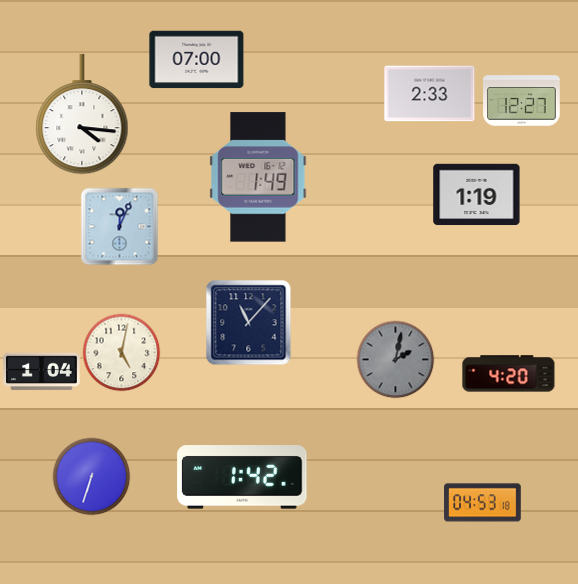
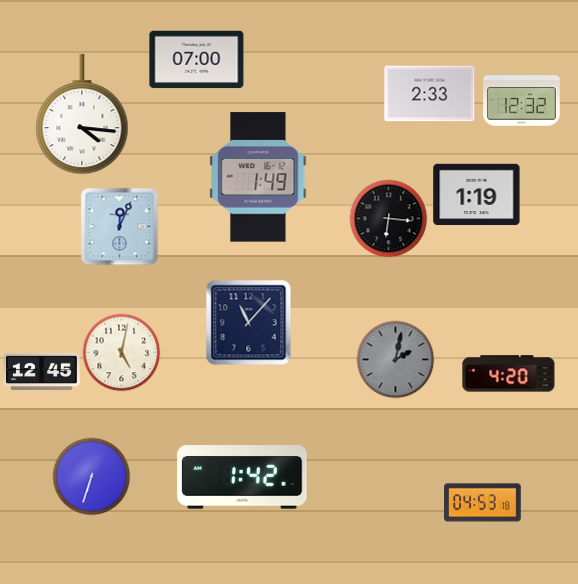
clock at (522, 101): 12:27 -> 12:32
clock at (388, 218): none -> 6:16
clock at (42, 372): 1:04 -> 12:45
